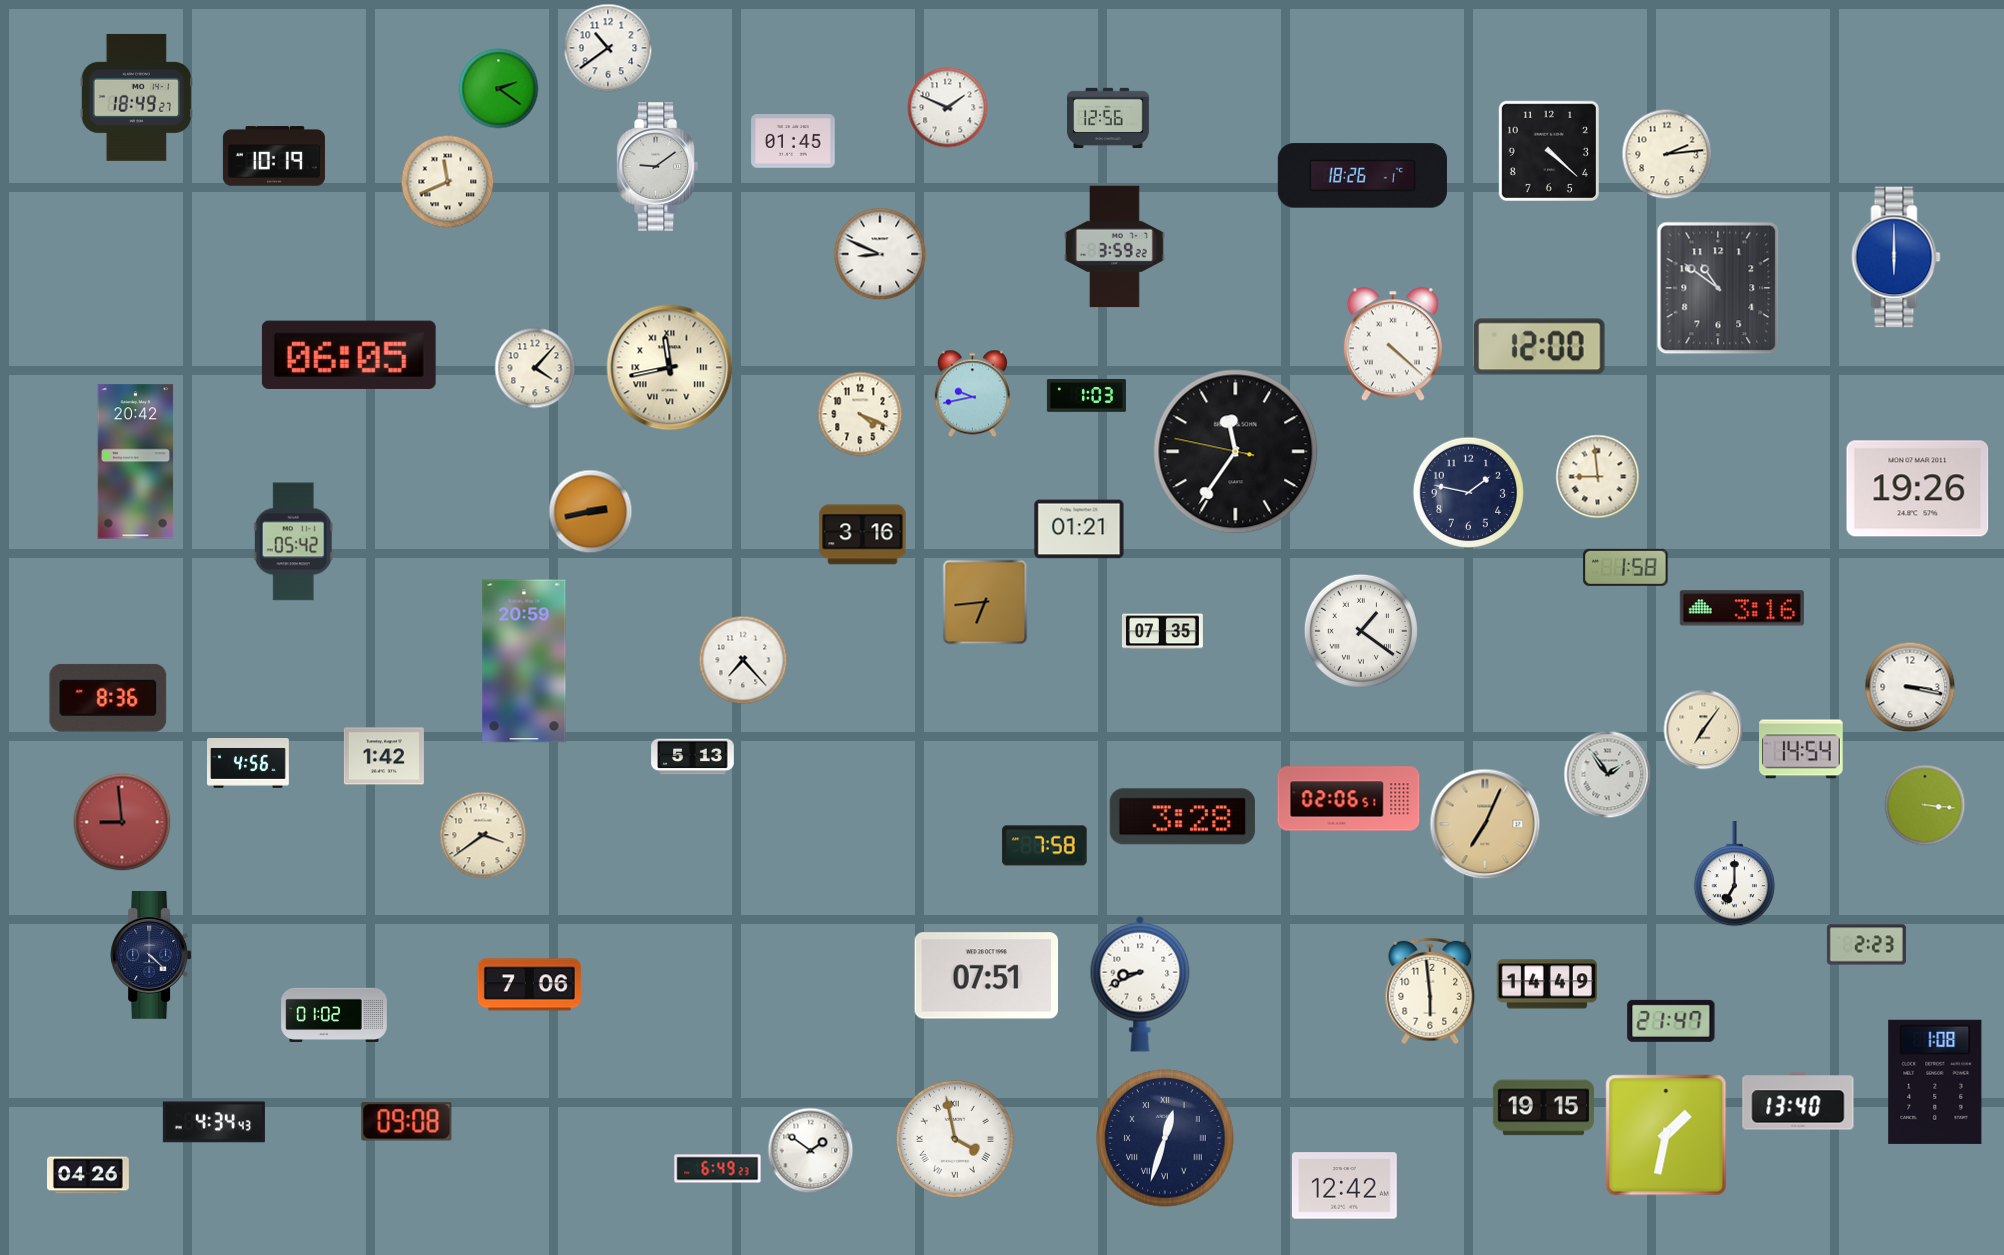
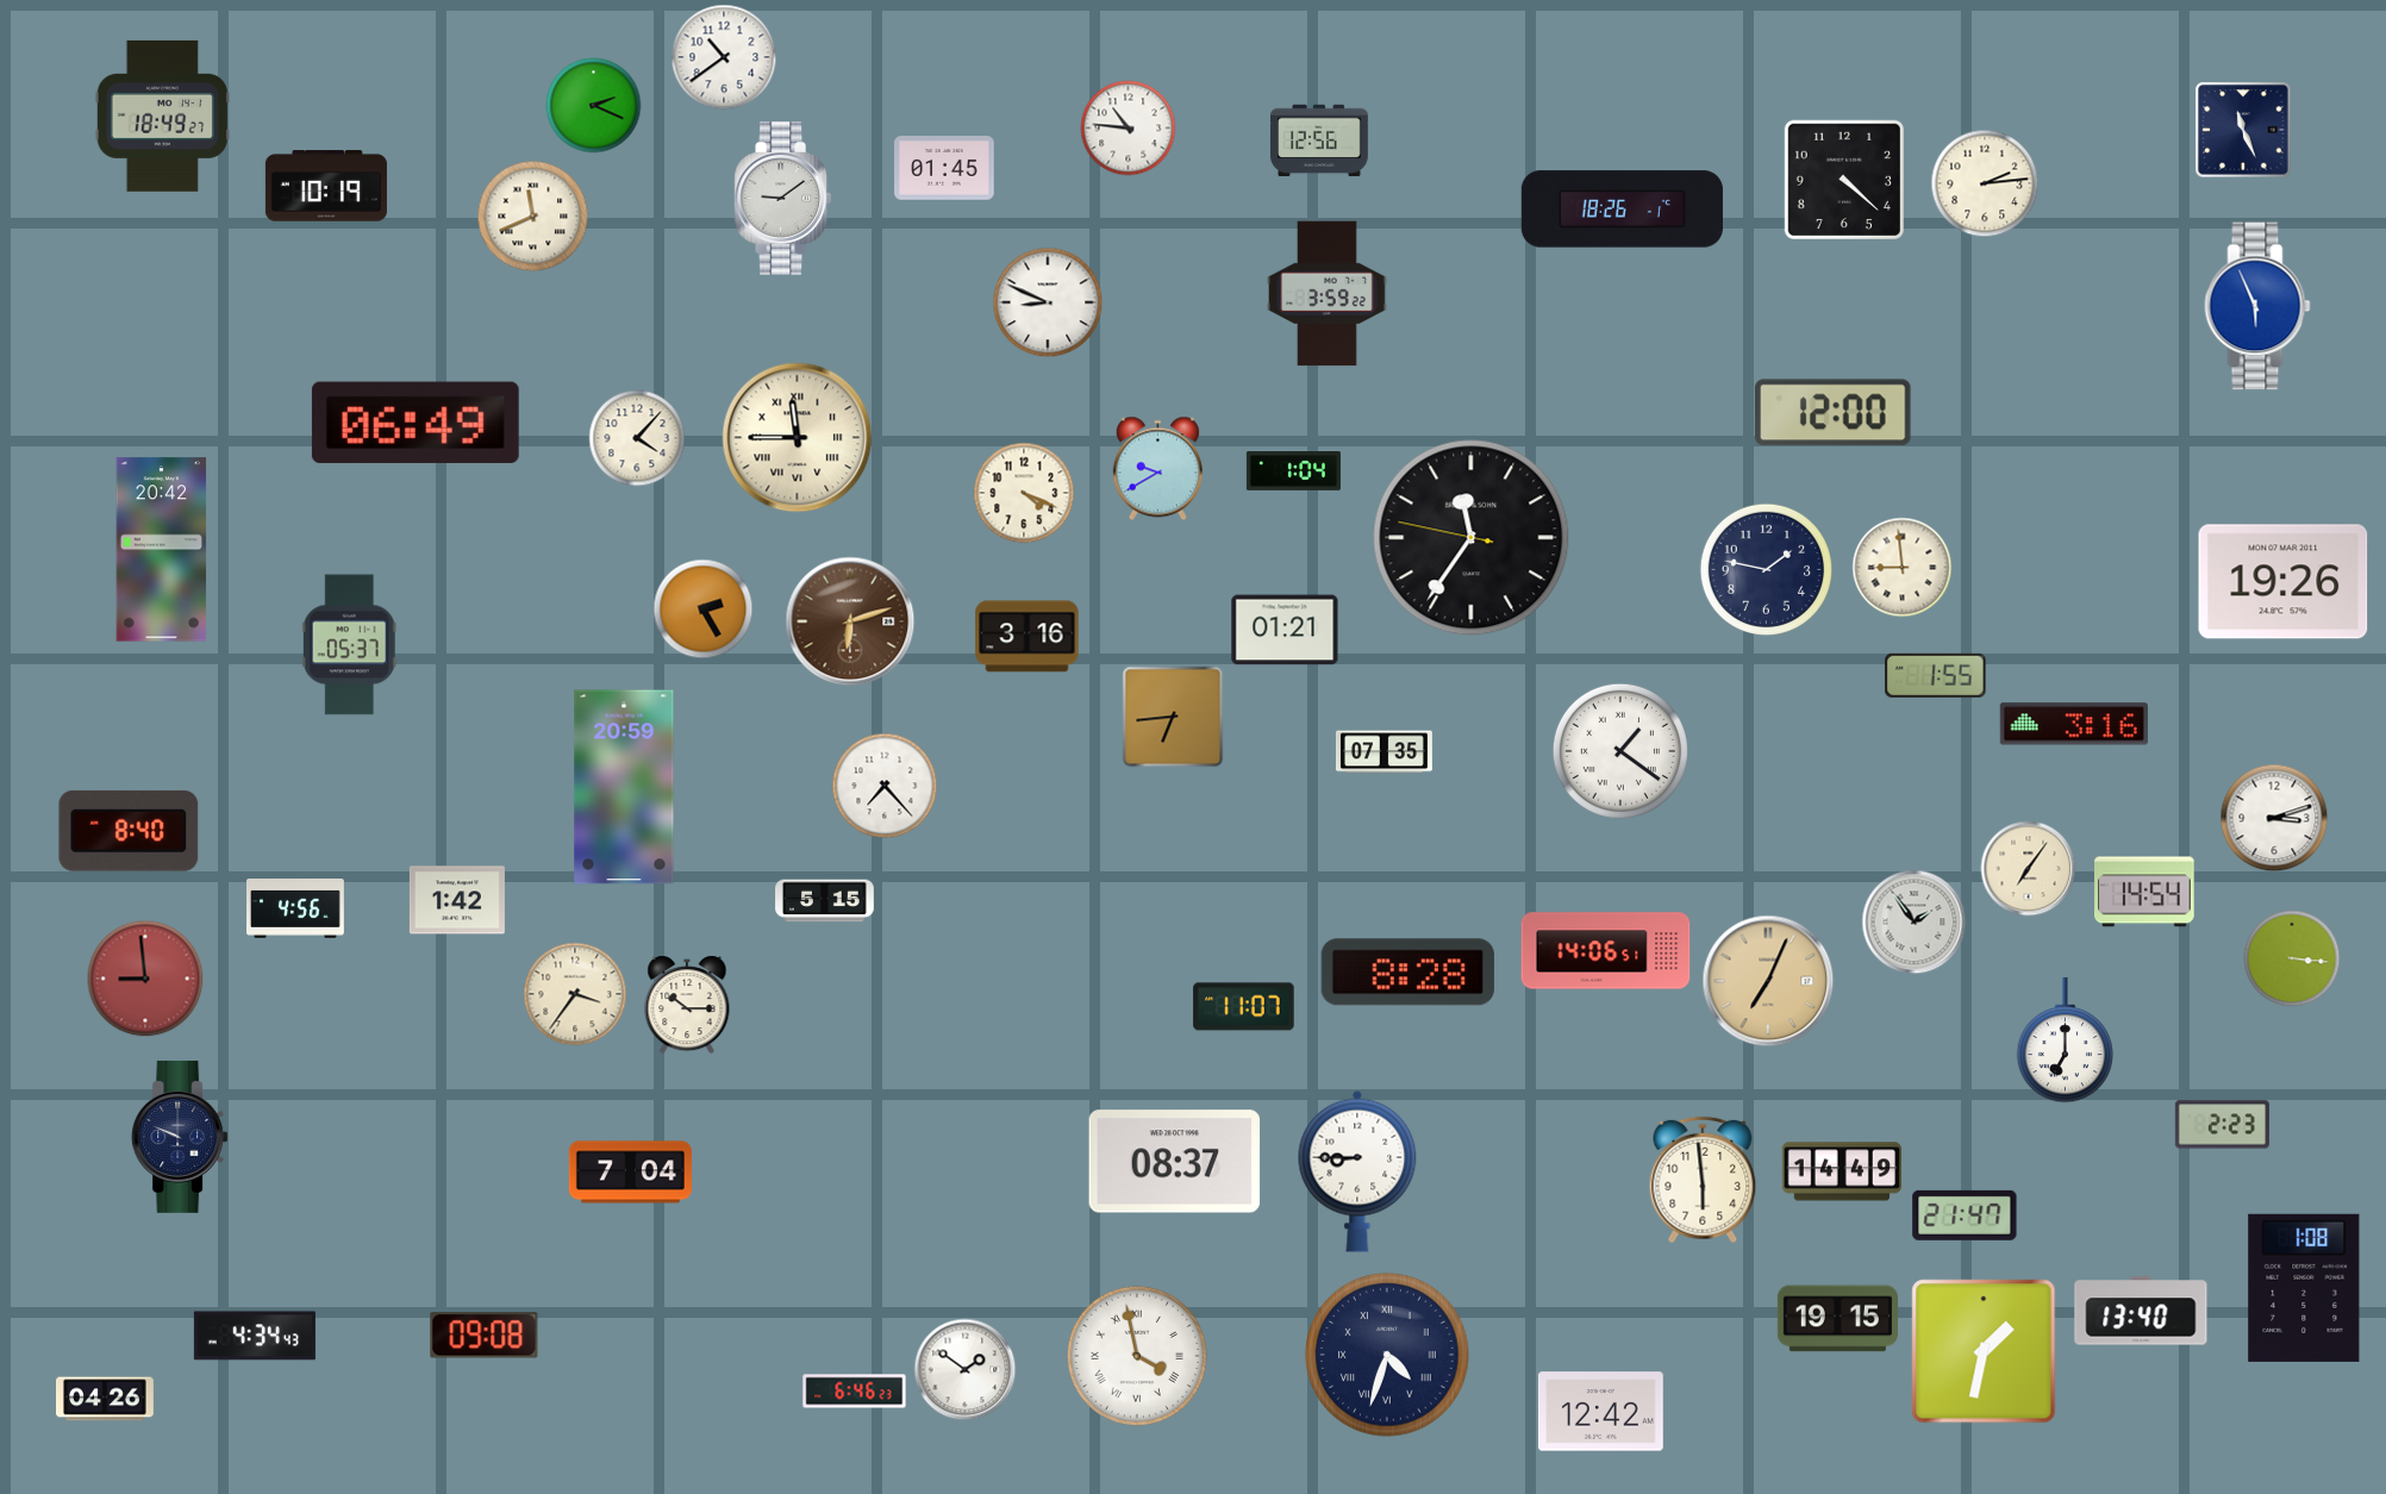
clock at (499, 89): 2:21 -> 2:19
clock at (948, 108): 1:49 -> 10:46
clock at (2243, 130): none -> 11:26
clock at (1896, 257): 6:00 -> 5:56
clock at (1718, 288): 10:51 -> none
clock at (1393, 344): 4:22 -> none
clock at (349, 355): 06:05 -> 06:49
clock at (670, 368): 11:43 -> 11:45
clock at (972, 394): 9:43 -> 9:40
clock at (1086, 396): 1:03 -> 1:04
clock at (1468, 492) position: (1468, 492) -> (1766, 569)
clock at (591, 512): 2:43 -> 2:25
clock at (850, 621): none -> 6:12
clock at (293, 542): 05:42 -> 05:37
clock at (1626, 567): 1:58 -> 1:55
clock at (1910, 687): 3:17 -> 3:12
clock at (108, 698): 8:36 -> 8:40
clock at (693, 757): 5:13 -> 5:15
clock at (1349, 799): 02:06 -> 14:06
clock at (1182, 817): 3:28 -> 8:28
clock at (483, 835): 3:39 -> 3:36
clock at (687, 1005): none -> 10:15
clock at (1045, 846): 7:58 -> 11:07
clock at (151, 955): 4:22 -> 9:49
clock at (987, 976): 07:51 -> 08:37
clock at (1140, 984): 8:41 -> 8:45
clock at (529, 985): 7:06 -> 7:04
clock at (334, 1014): 01:02 -> none
clock at (1671, 1021) position: (1671, 1021) -> (1965, 1215)
clock at (1165, 1138): 12:33 -> 4:33
clock at (718, 1169): 6:49 -> 6:46
